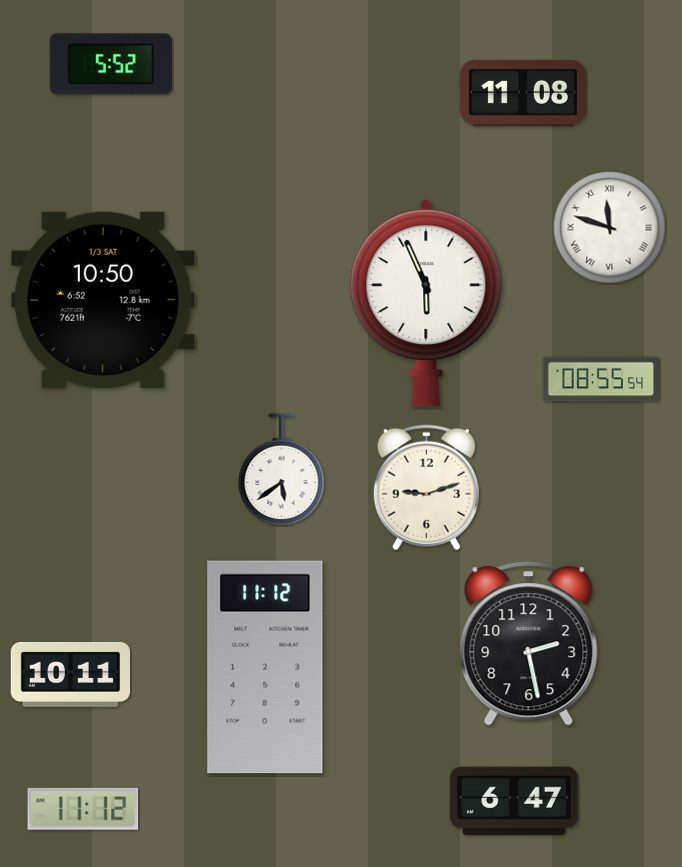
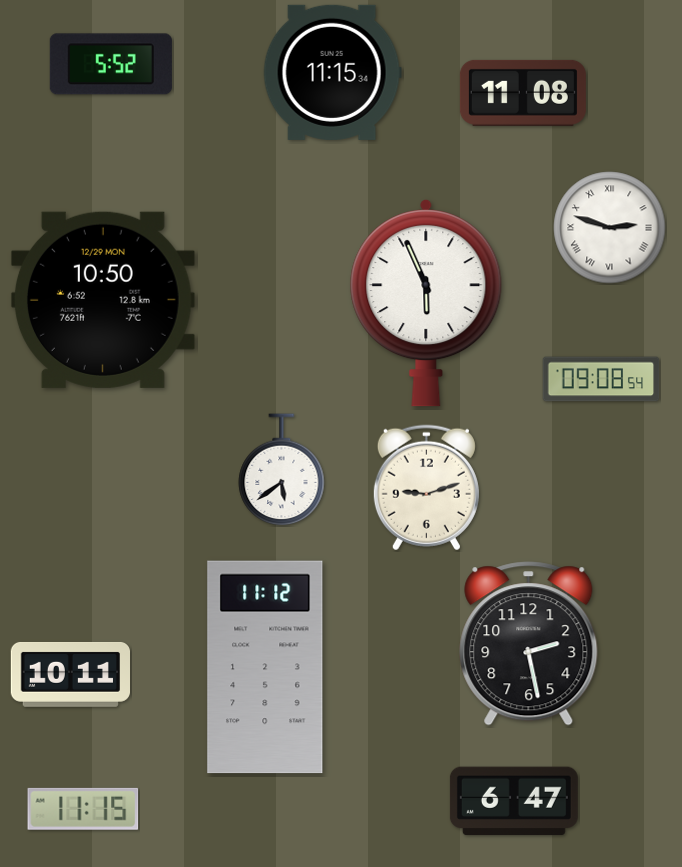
clock at (332, 72): none -> 11:15
clock at (610, 228): 11:48 -> 2:48
clock at (103, 300) date: 1/3 SAT -> 12/29 MON
clock at (601, 379): 08:55 -> 09:08
clock at (83, 809): 11:12 -> 11:15
